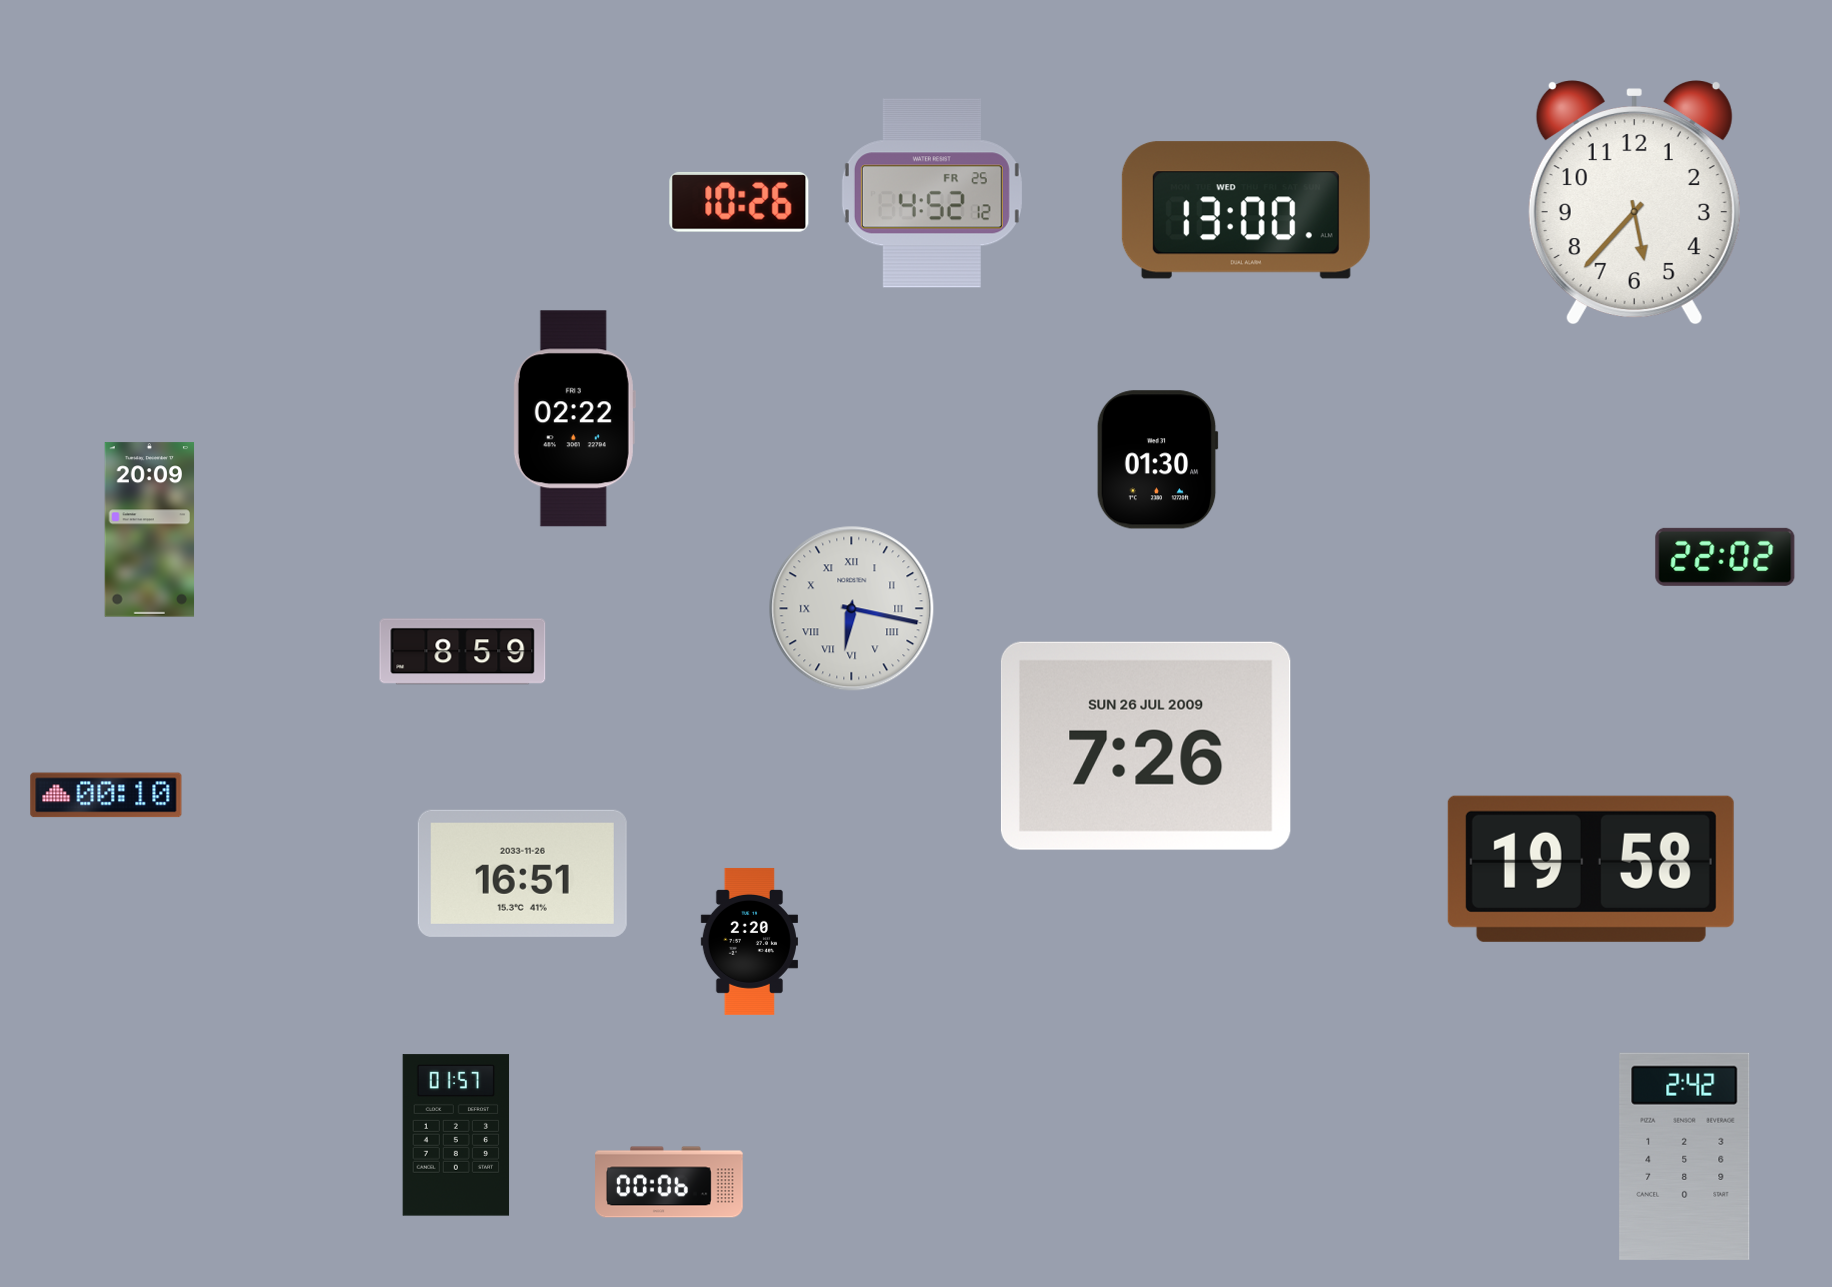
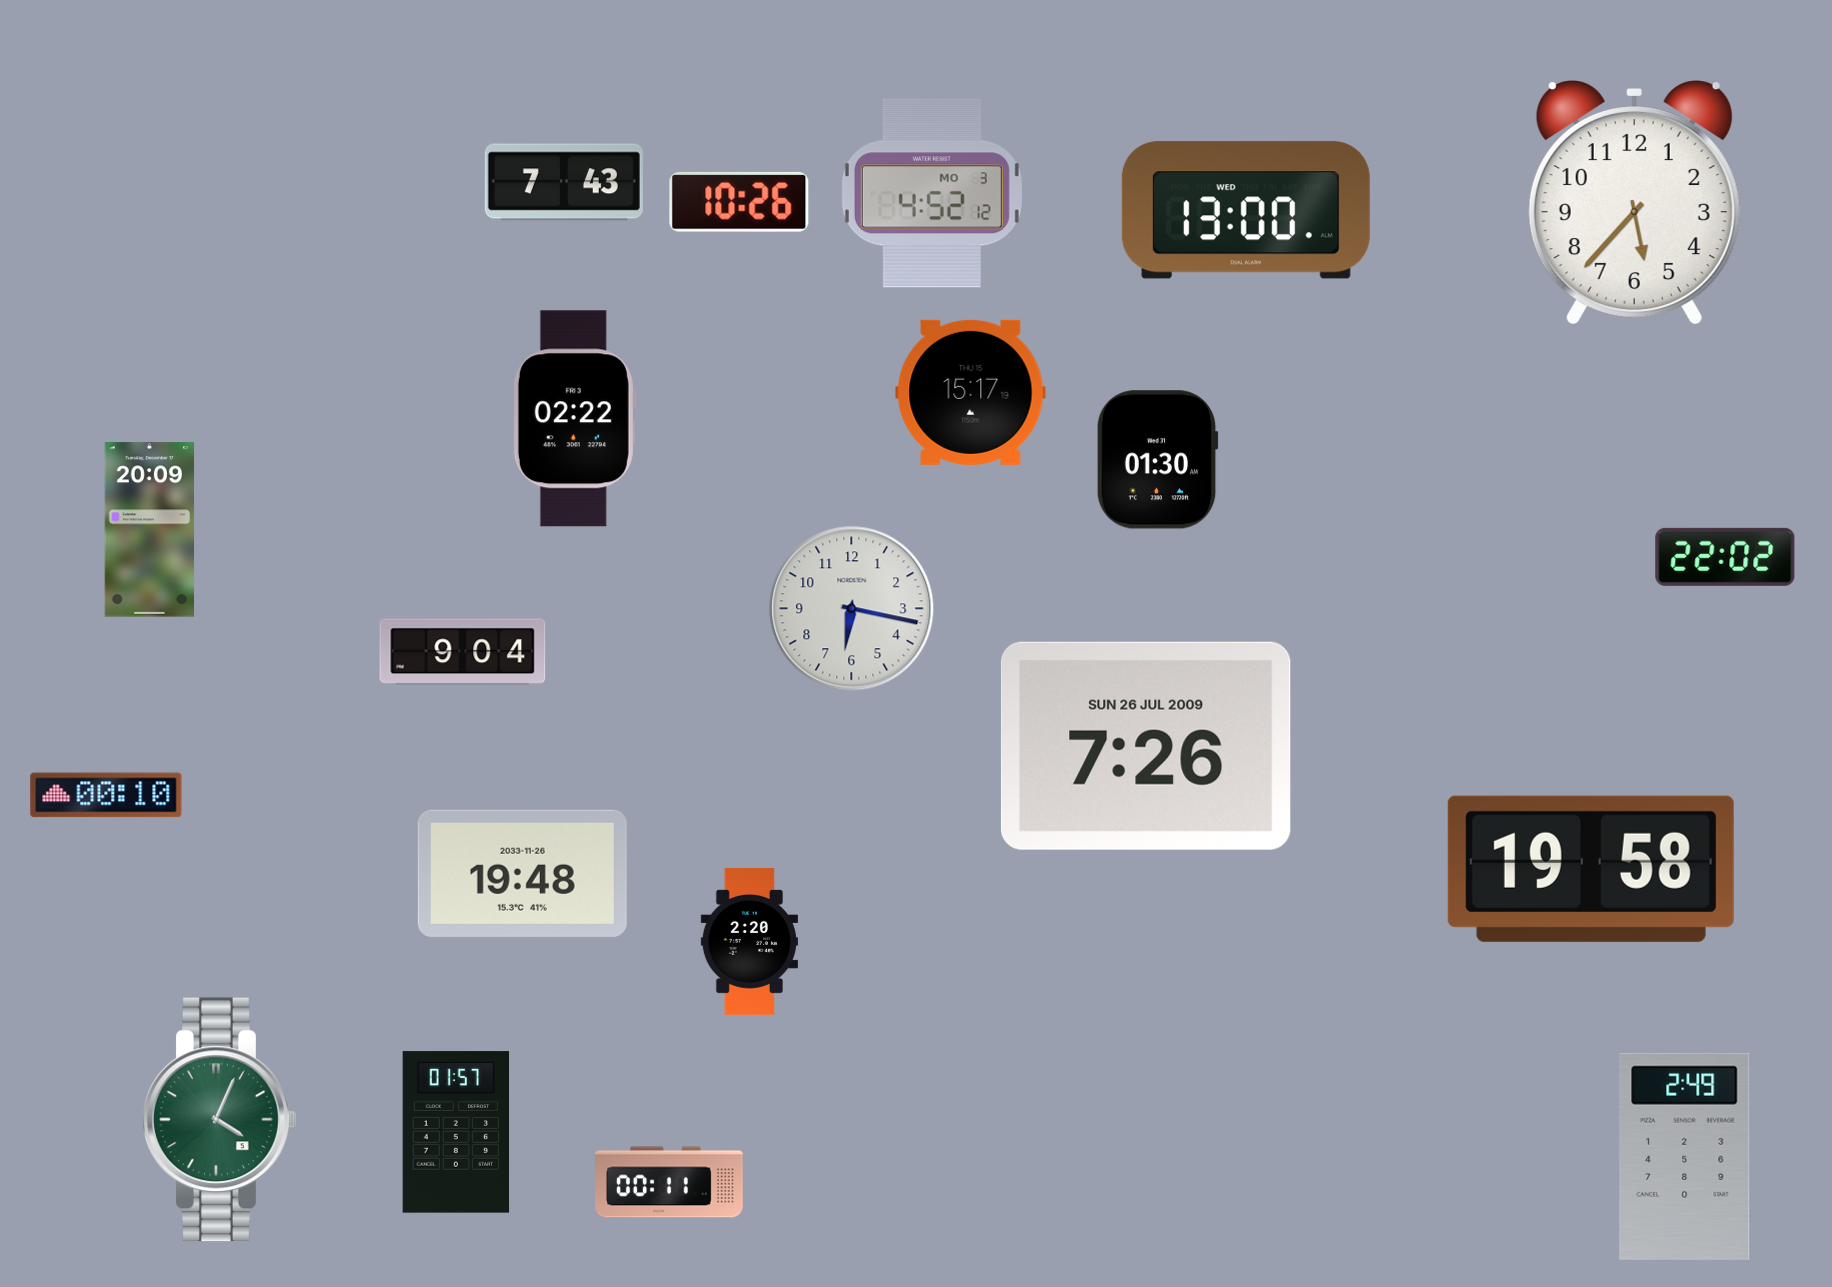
clock at (564, 182): none -> 7:43
clock at (932, 193) date: FR 25 -> MO 3
clock at (971, 392): none -> 15:17
clock at (852, 609) numerals: Roman -> Arabic
clock at (463, 652): 8:59 -> 9:04
clock at (522, 873): 16:51 -> 19:48
clock at (220, 1120): none -> 4:04
clock at (456, 1135) position: (456, 1135) -> (456, 1132)
clock at (1685, 1156): 2:42 -> 2:49
clock at (669, 1182): 00:06 -> 00:11
